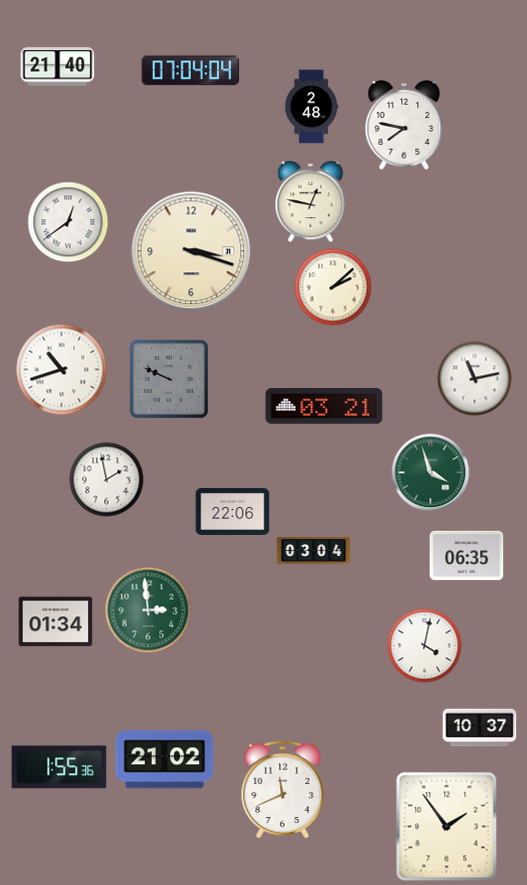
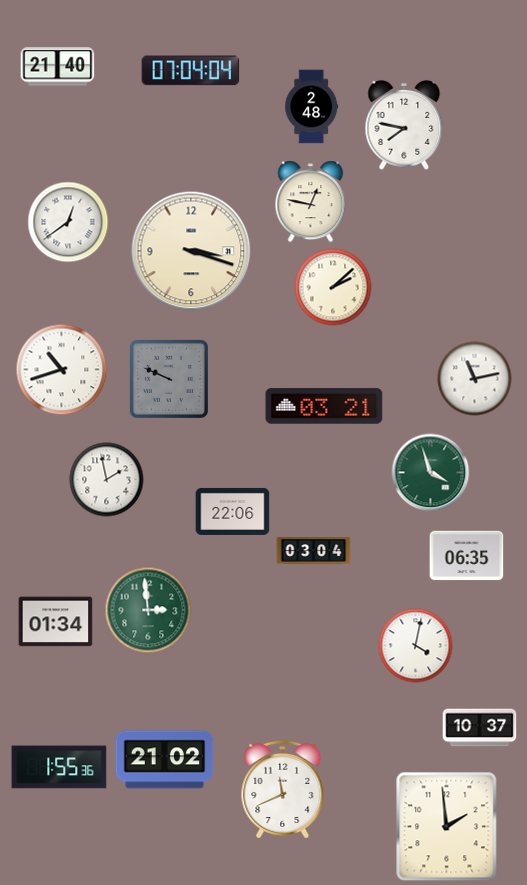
clock at (425, 646) position: (425, 646) -> (416, 646)
clock at (447, 827): 1:54 -> 1:59
